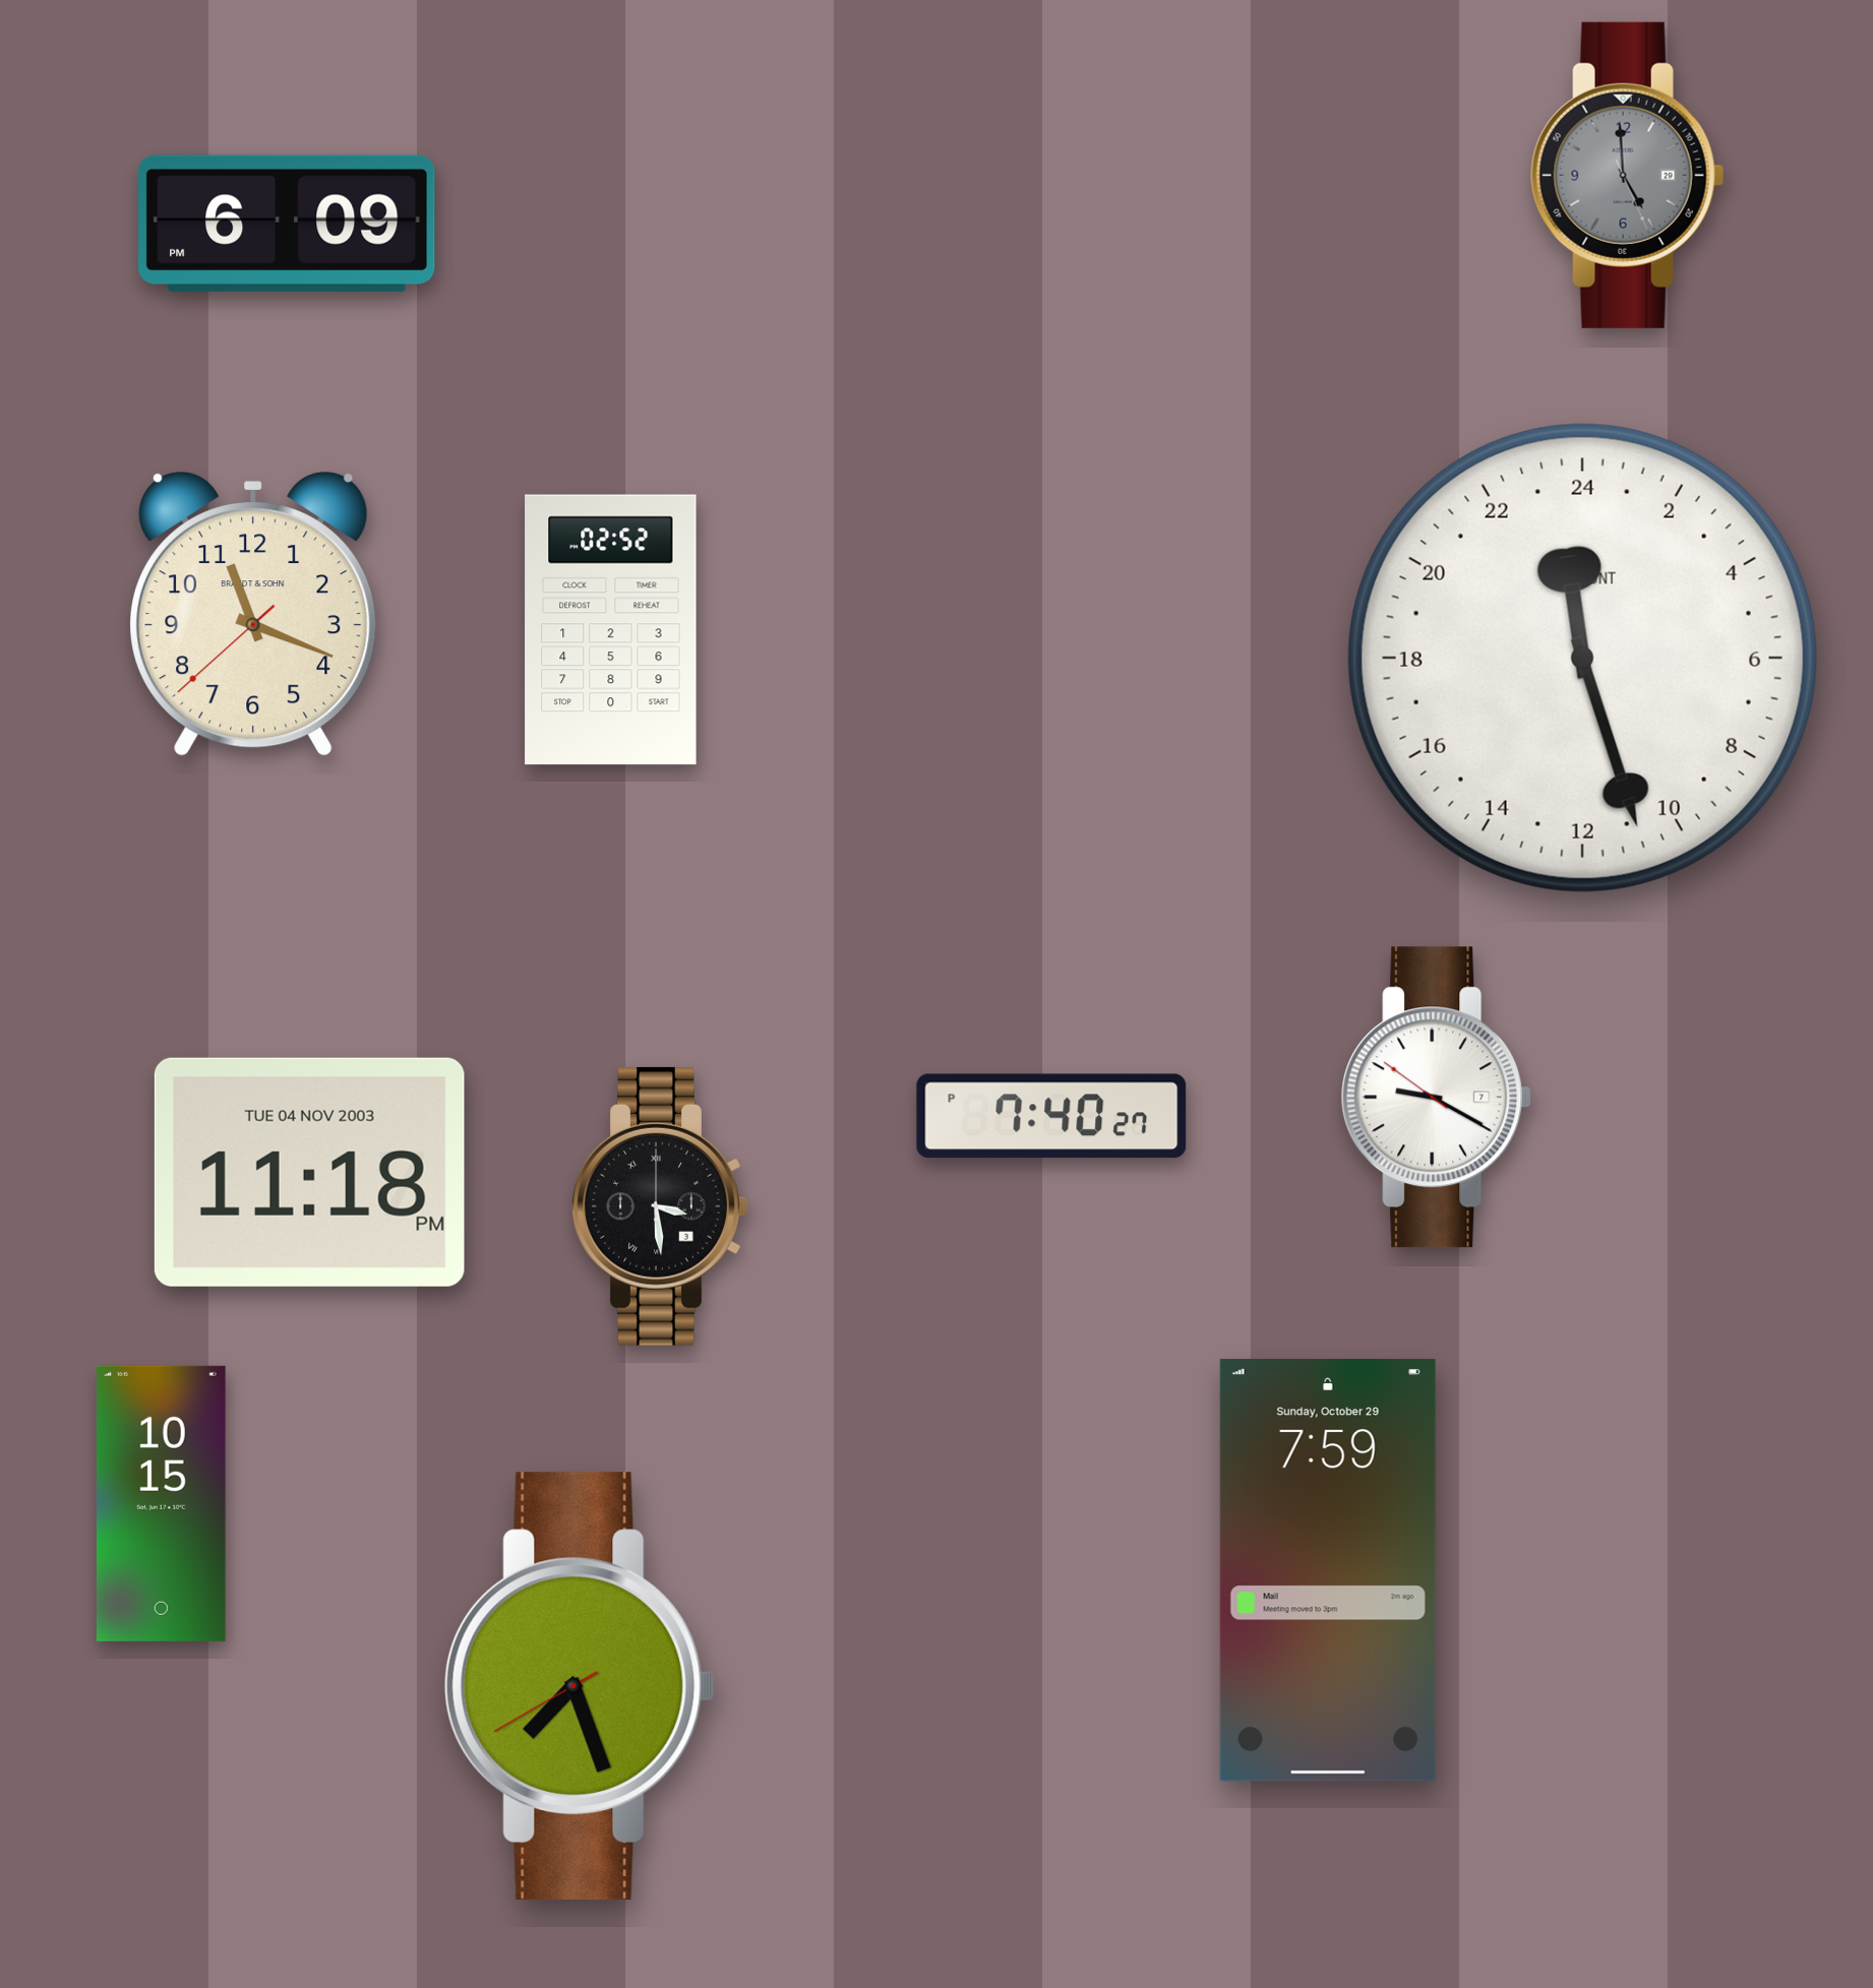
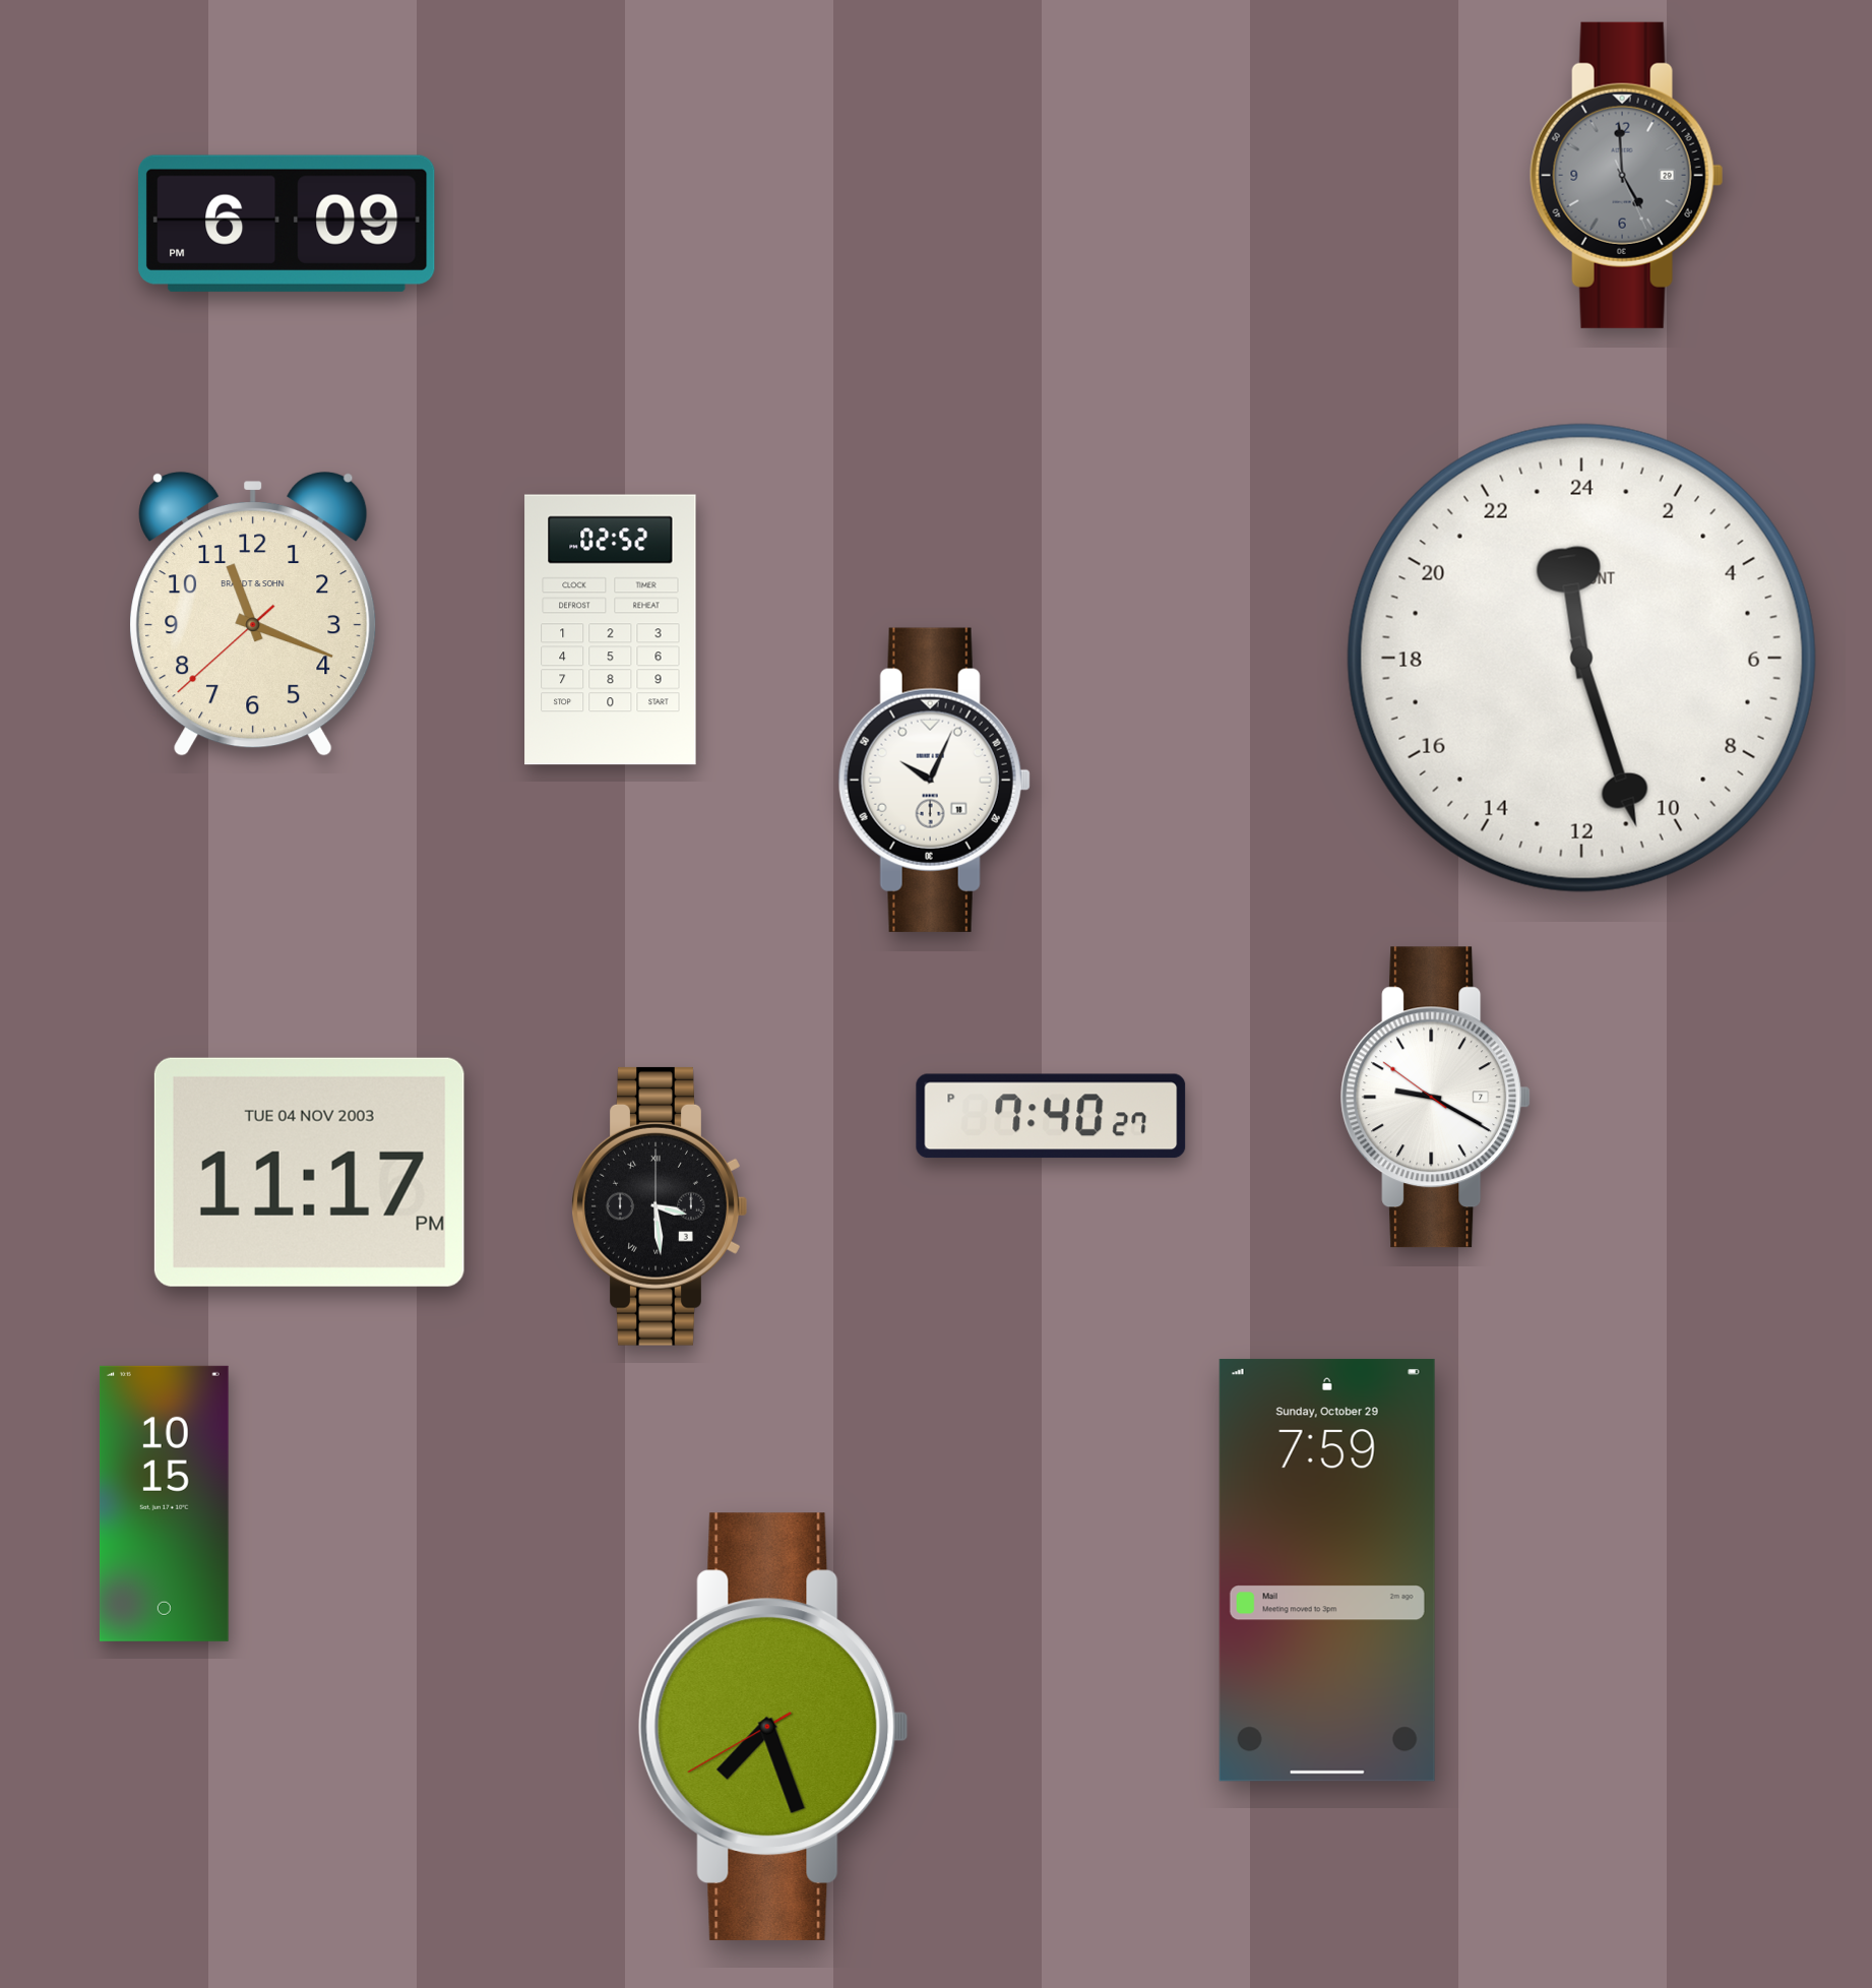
clock at (934, 780): none -> 10:04
clock at (309, 1172): 11:18 -> 11:17
clock at (161, 1503) position: (161, 1503) -> (164, 1503)
clock at (580, 1686) position: (580, 1686) -> (773, 1727)
